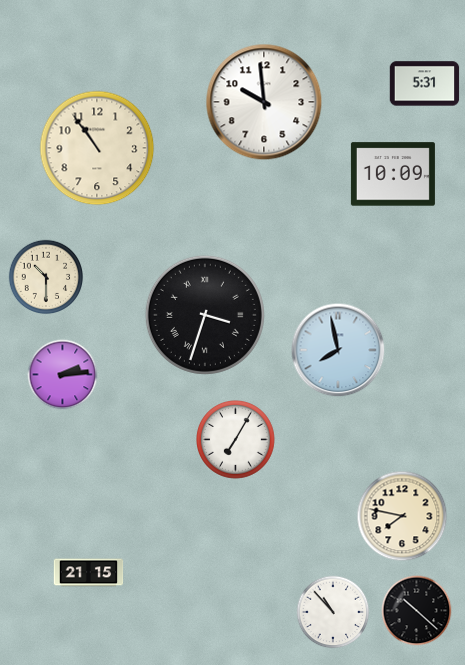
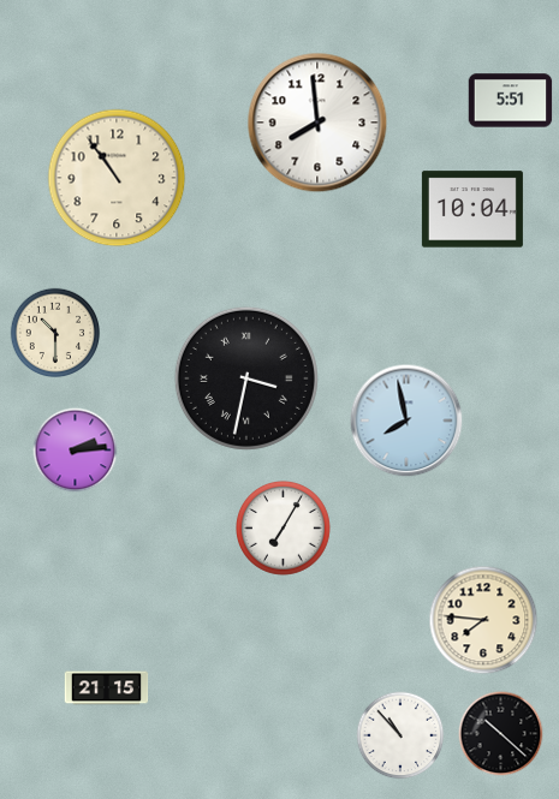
clock at (425, 84): 5:31 -> 5:51
clock at (264, 102): 9:59 -> 7:59
clock at (393, 174): 10:09 -> 10:04
clock at (205, 315): 3:33 -> 3:32
clock at (402, 516): 7:47 -> 7:46
